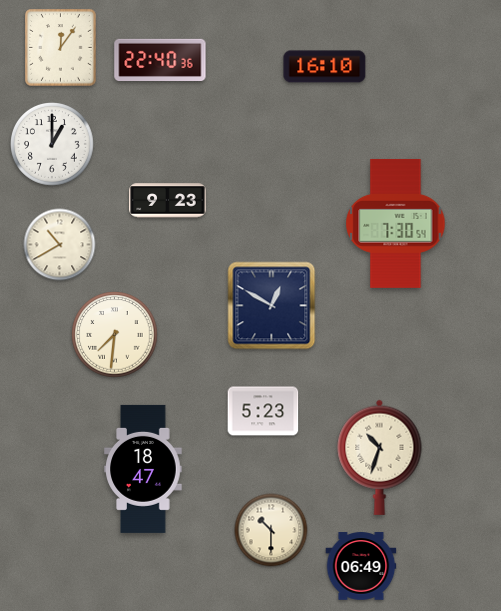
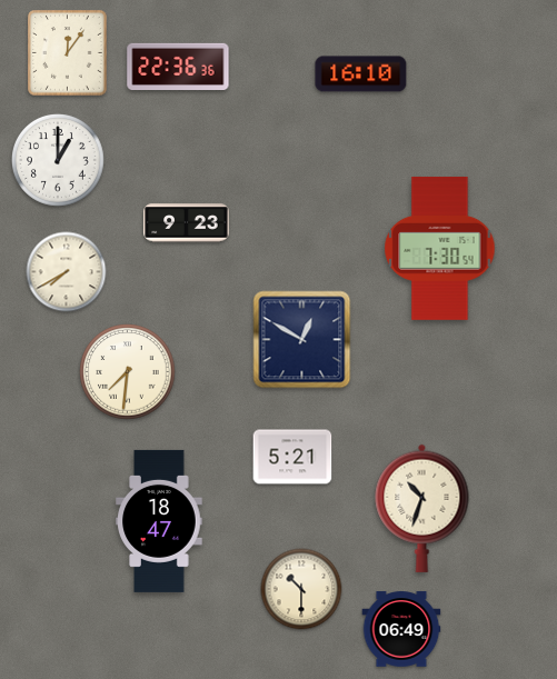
clock at (160, 59): 22:40 -> 22:36
clock at (60, 245): 10:40 -> 7:40
clock at (263, 411): 5:23 -> 5:21
